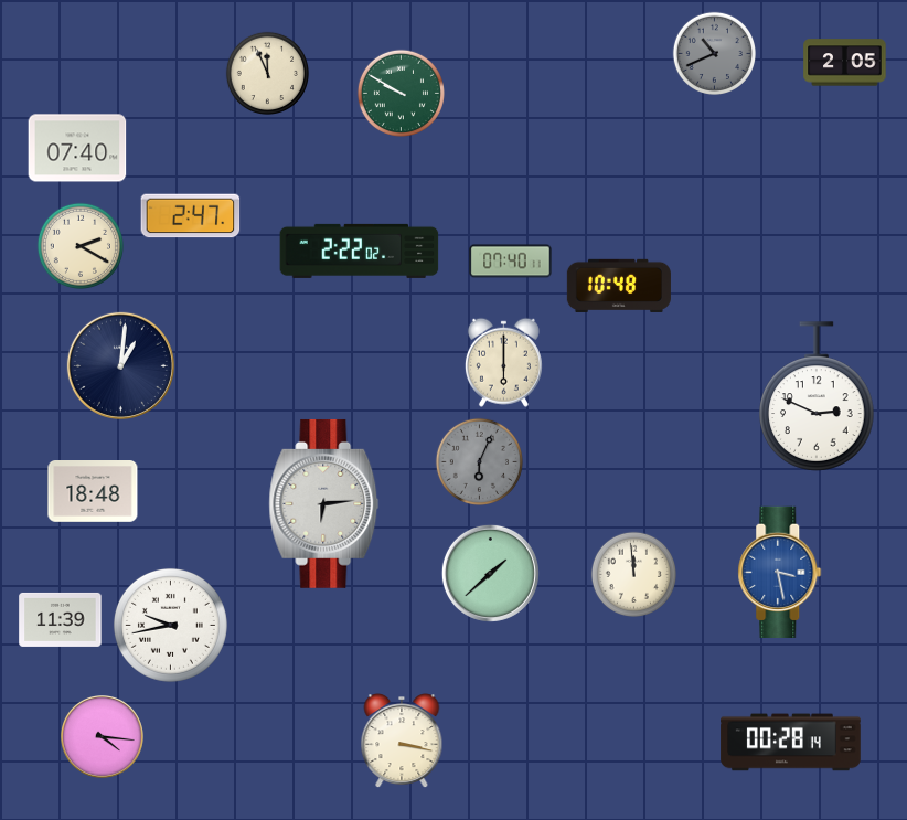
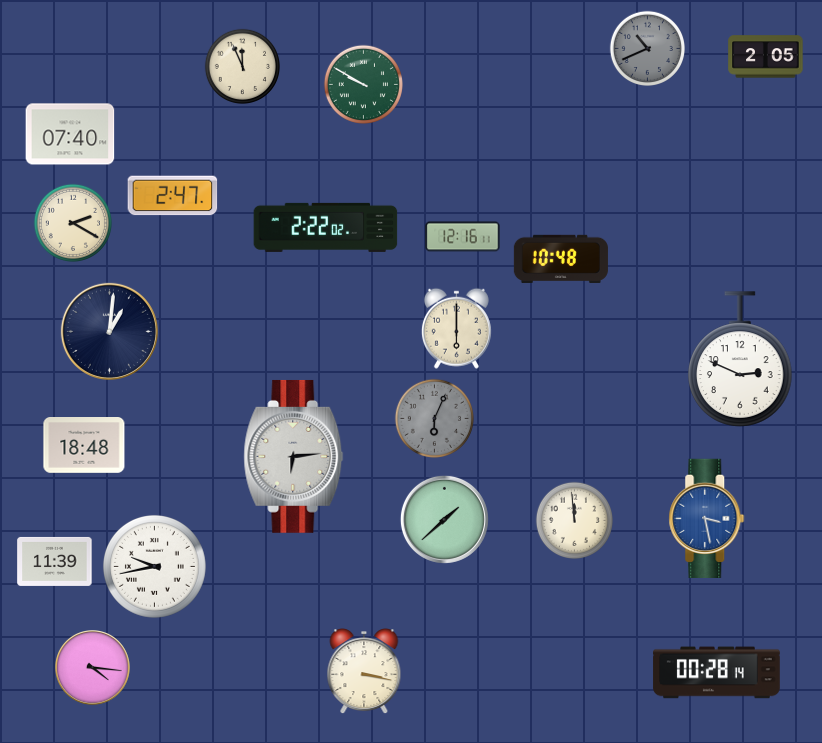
clock at (511, 262): 07:40 -> 12:16
